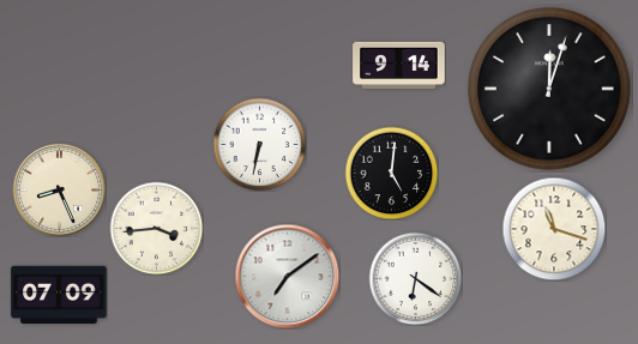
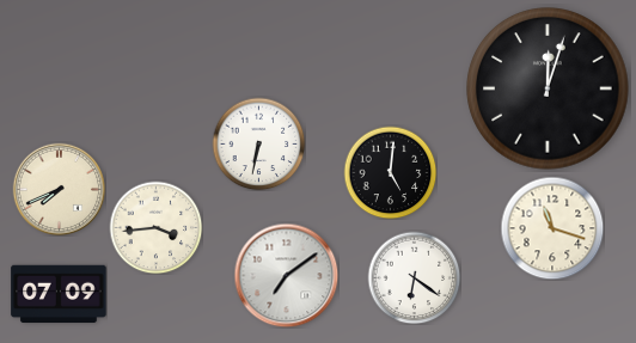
clock at (399, 65): 9:14 -> none
clock at (59, 189): 8:26 -> 7:41
